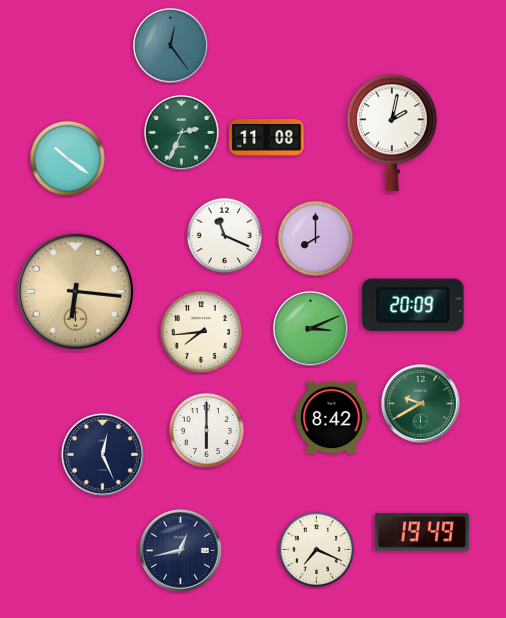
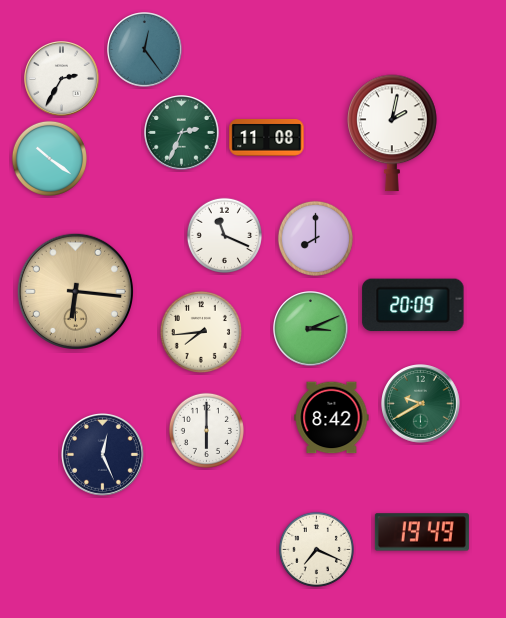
clock at (171, 46) position: (171, 46) -> (145, 50)
clock at (62, 79): none -> 2:35
clock at (67, 158) position: (67, 158) -> (49, 158)
clock at (180, 550): 12:43 -> none
